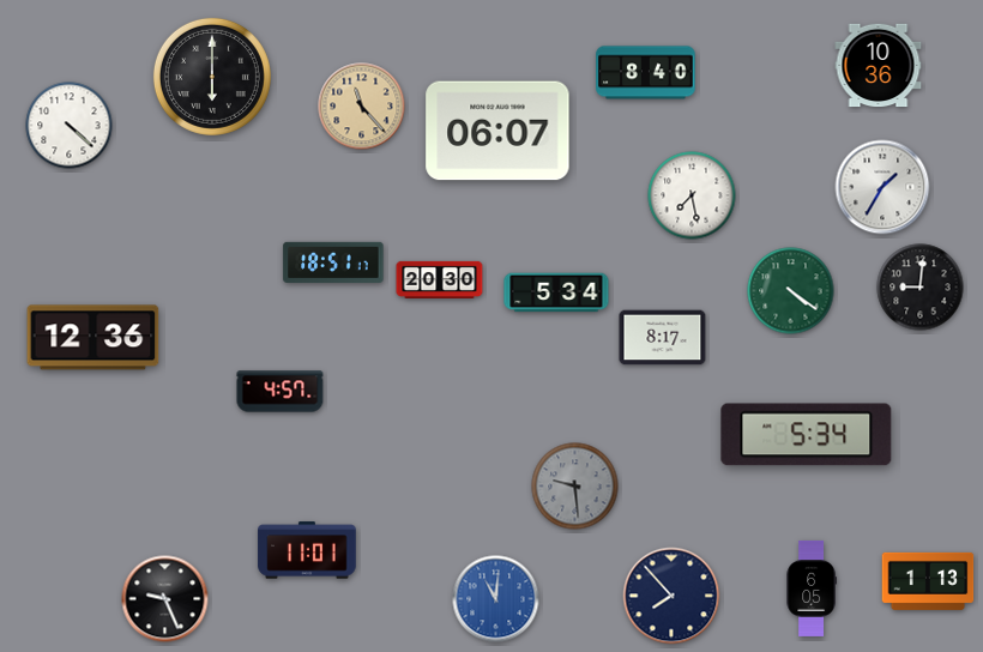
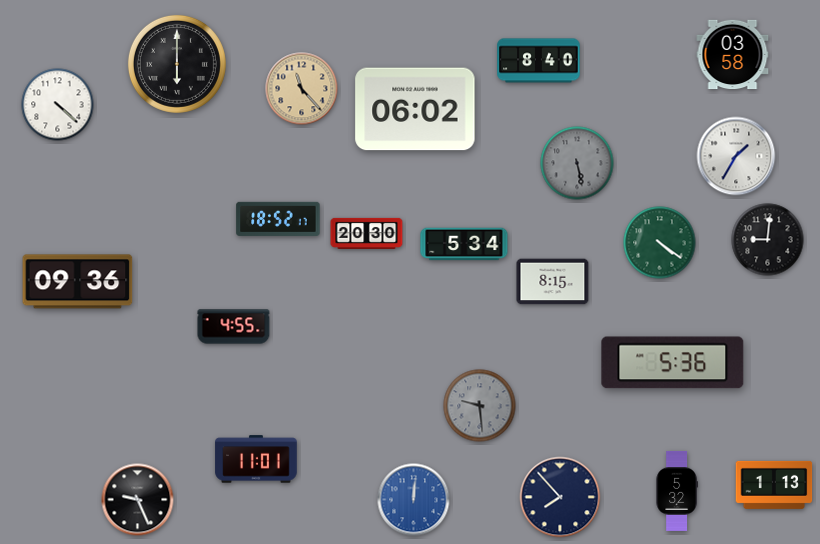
clock at (879, 66): 10:36 -> 03:58
clock at (497, 131): 06:07 -> 06:02
clock at (692, 195): 7:28 -> 5:28
clock at (692, 195) dial: white -> grey
clock at (333, 262): 18:51 -> 18:52
clock at (94, 338): 12:36 -> 09:36
clock at (663, 338): 8:17 -> 8:15
clock at (281, 392): 4:57 -> 4:55
clock at (807, 435): 5:34 -> 5:36
clock at (812, 588): 6:05 -> 5:32
clock at (496, 599): 11:01 -> 12:01
